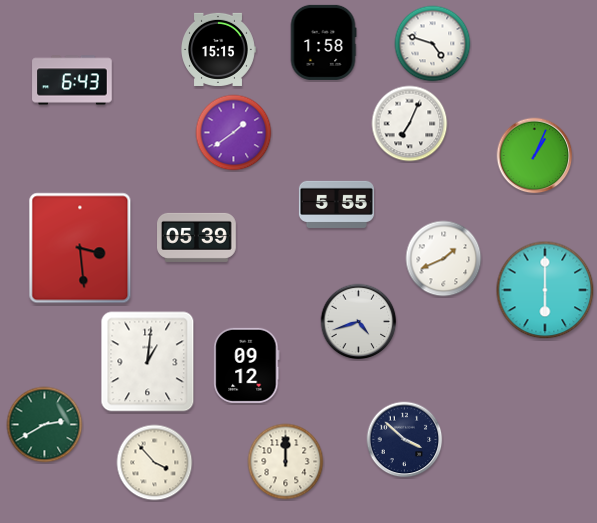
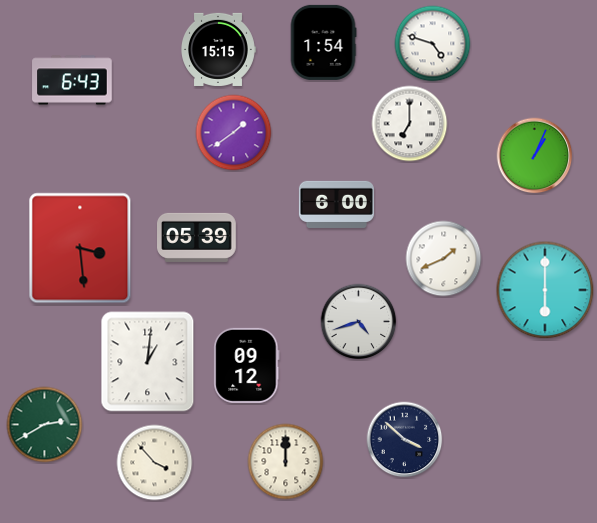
clock at (323, 42): 1:58 -> 1:54
clock at (410, 124): 7:04 -> 7:00
clock at (336, 204): 5:55 -> 6:00
